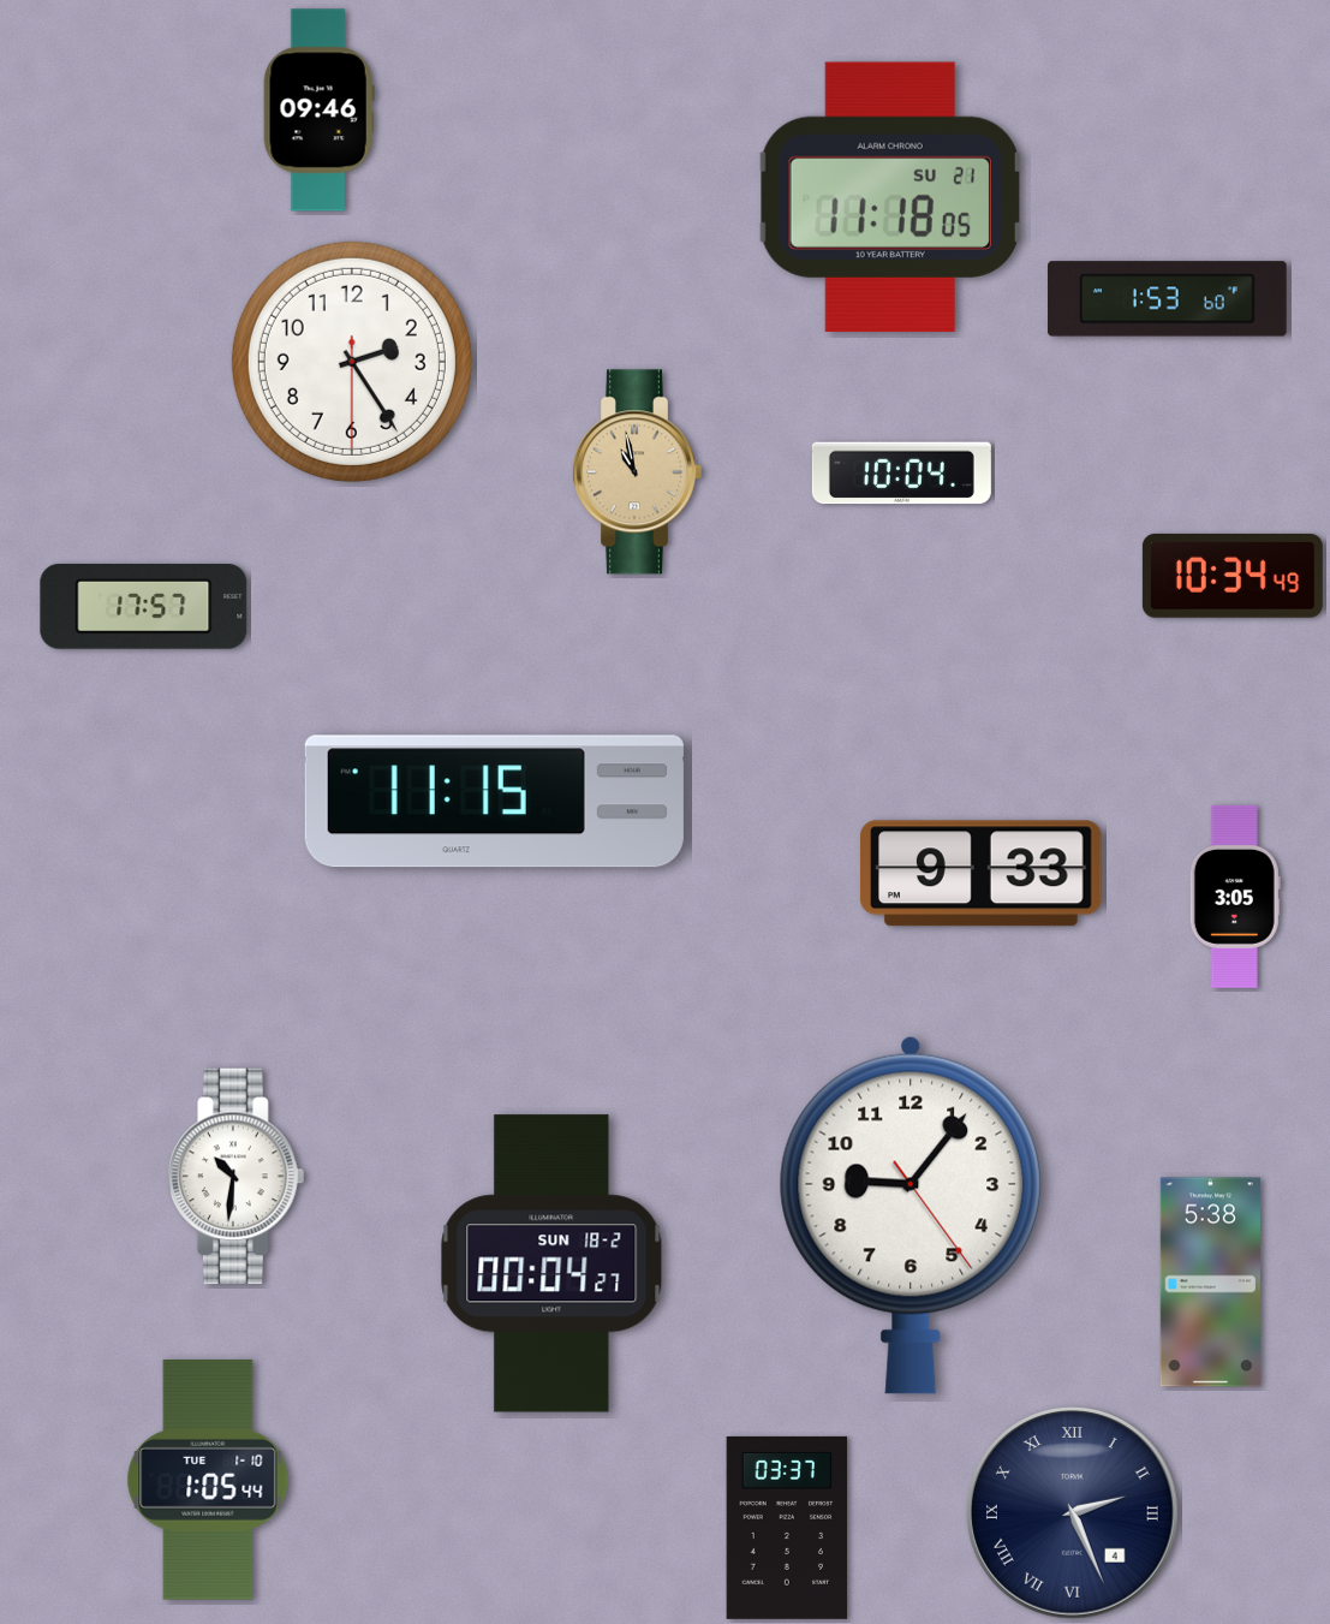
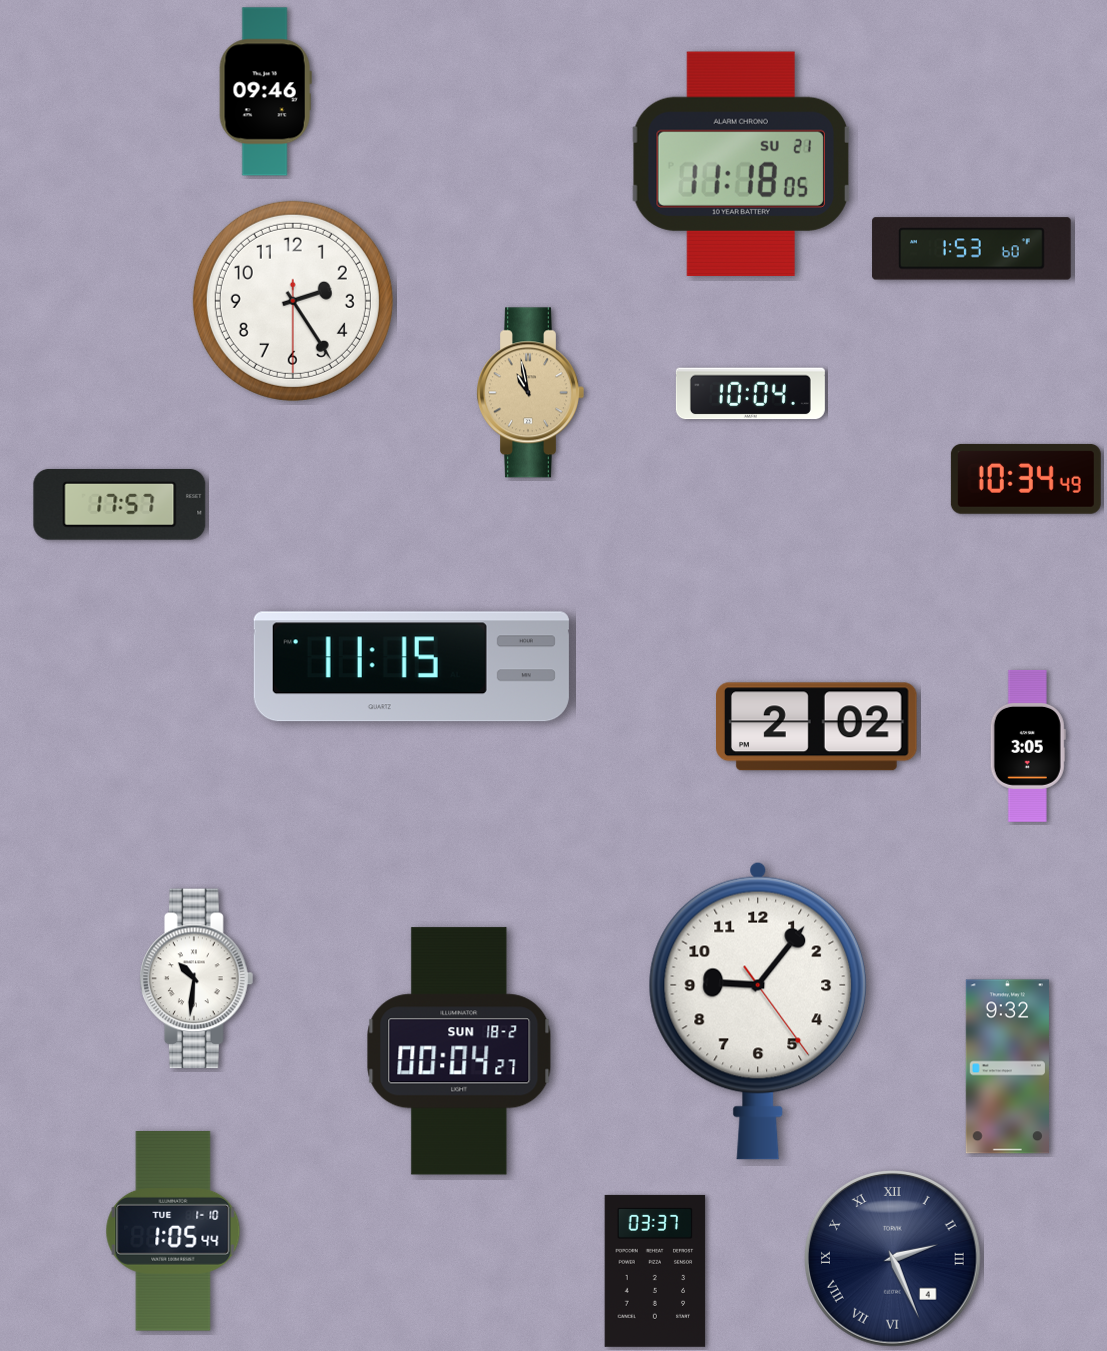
clock at (982, 874): 9:33 -> 2:02
clock at (1210, 1283): 5:38 -> 9:32
